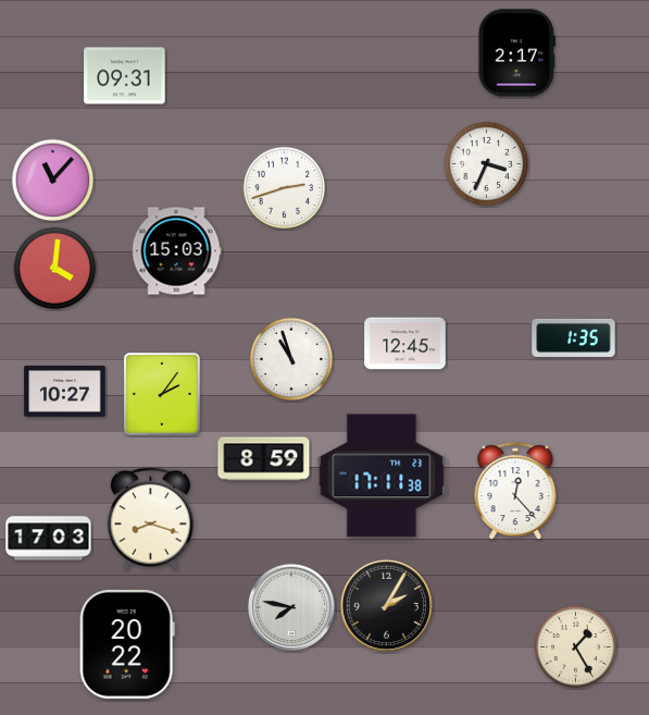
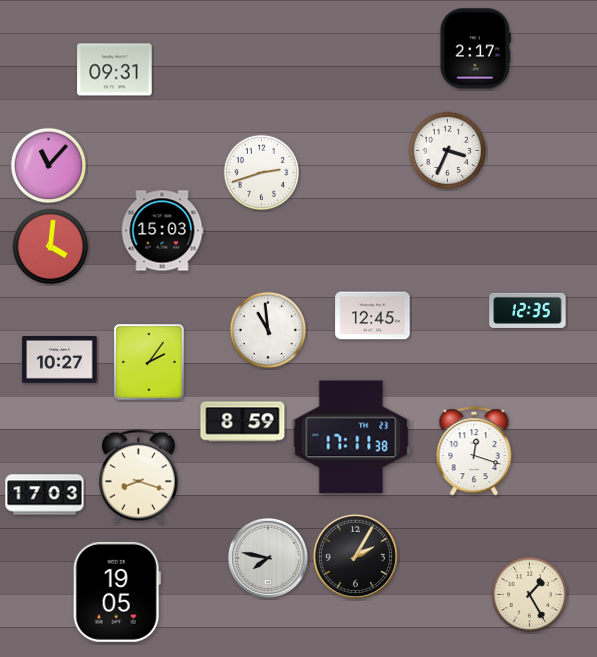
clock at (574, 337): 1:35 -> 12:35
clock at (291, 359): 10:57 -> 10:59
clock at (515, 492): 12:23 -> 12:18
clock at (127, 644): 20:22 -> 19:05
